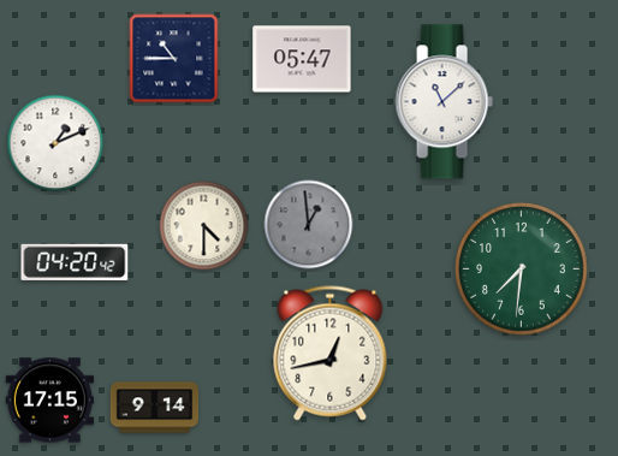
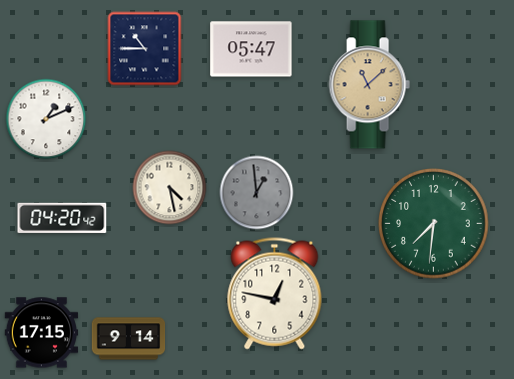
clock at (444, 102) dial: white -> champagne
clock at (309, 225) position: (309, 225) -> (257, 193)
clock at (204, 226): 4:30 -> 4:28
clock at (331, 354): 12:43 -> 12:47
